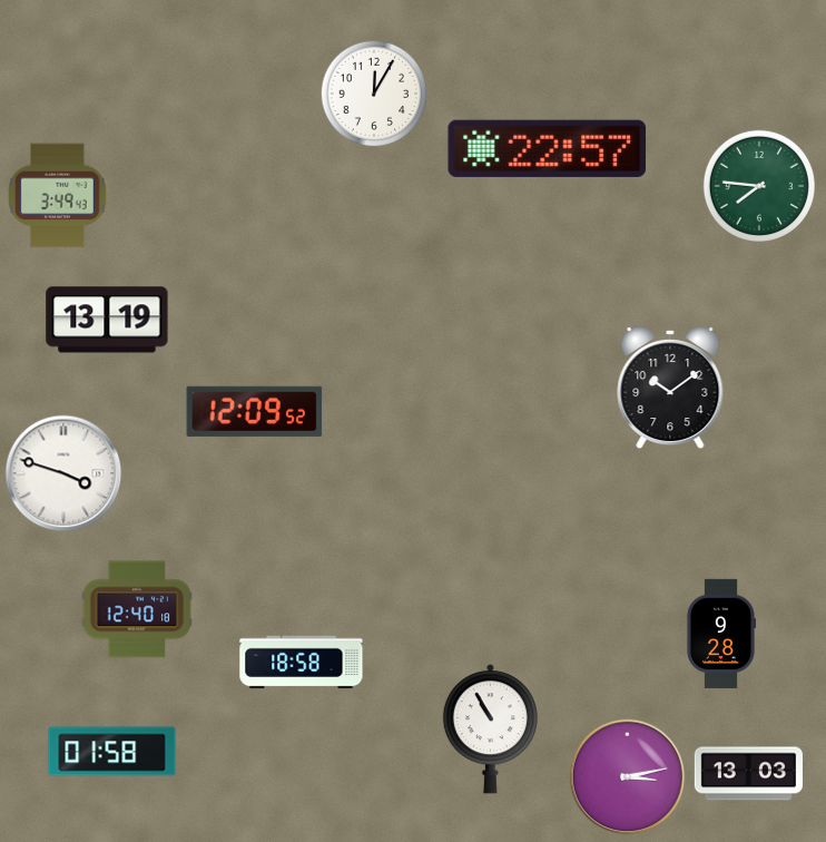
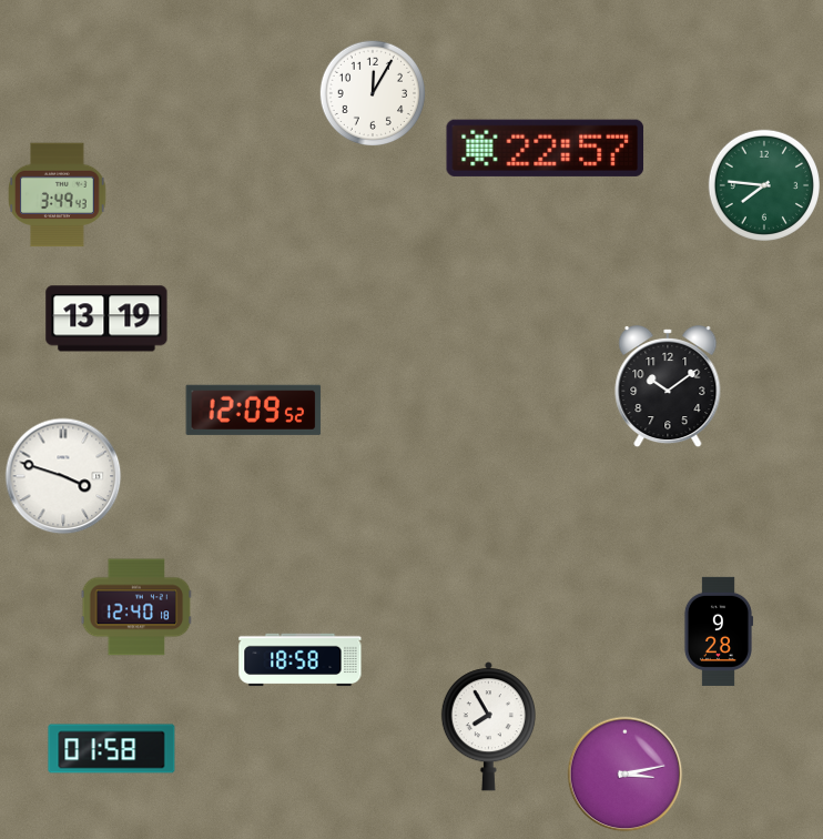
clock at (758, 185) position: (758, 185) -> (763, 184)
clock at (63, 473) position: (63, 473) -> (63, 476)
clock at (490, 730): 10:55 -> 7:55
clock at (748, 774): 13:03 -> none
